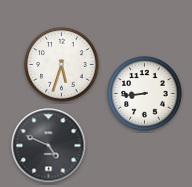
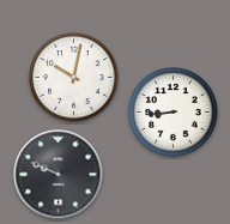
clock at (62, 65): 5:33 -> 10:02
clock at (49, 146): 4:49 -> 9:49
